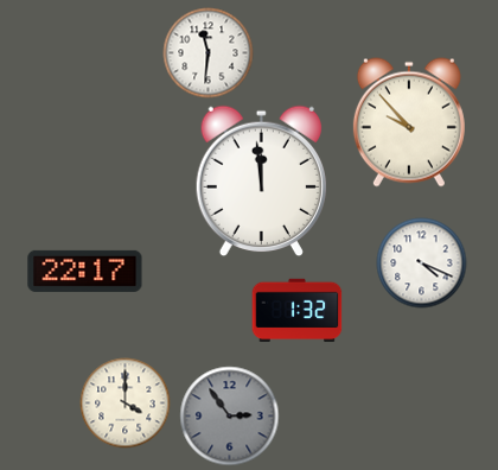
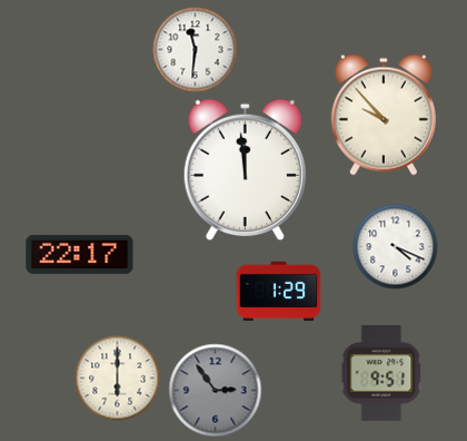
clock at (298, 311): 1:32 -> 1:29
clock at (381, 373): none -> 9:51
clock at (126, 404): 4:00 -> 6:00
